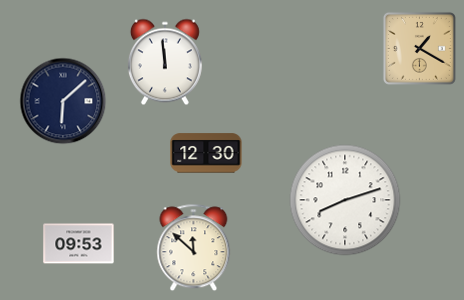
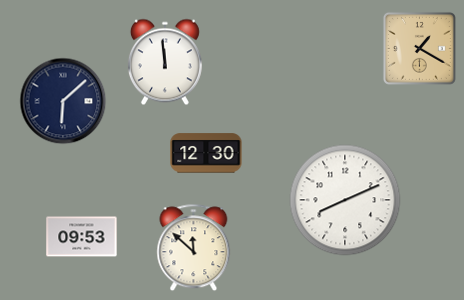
clock at (345, 200): 8:12 -> 8:11
clock at (79, 244) position: (79, 244) -> (82, 237)
